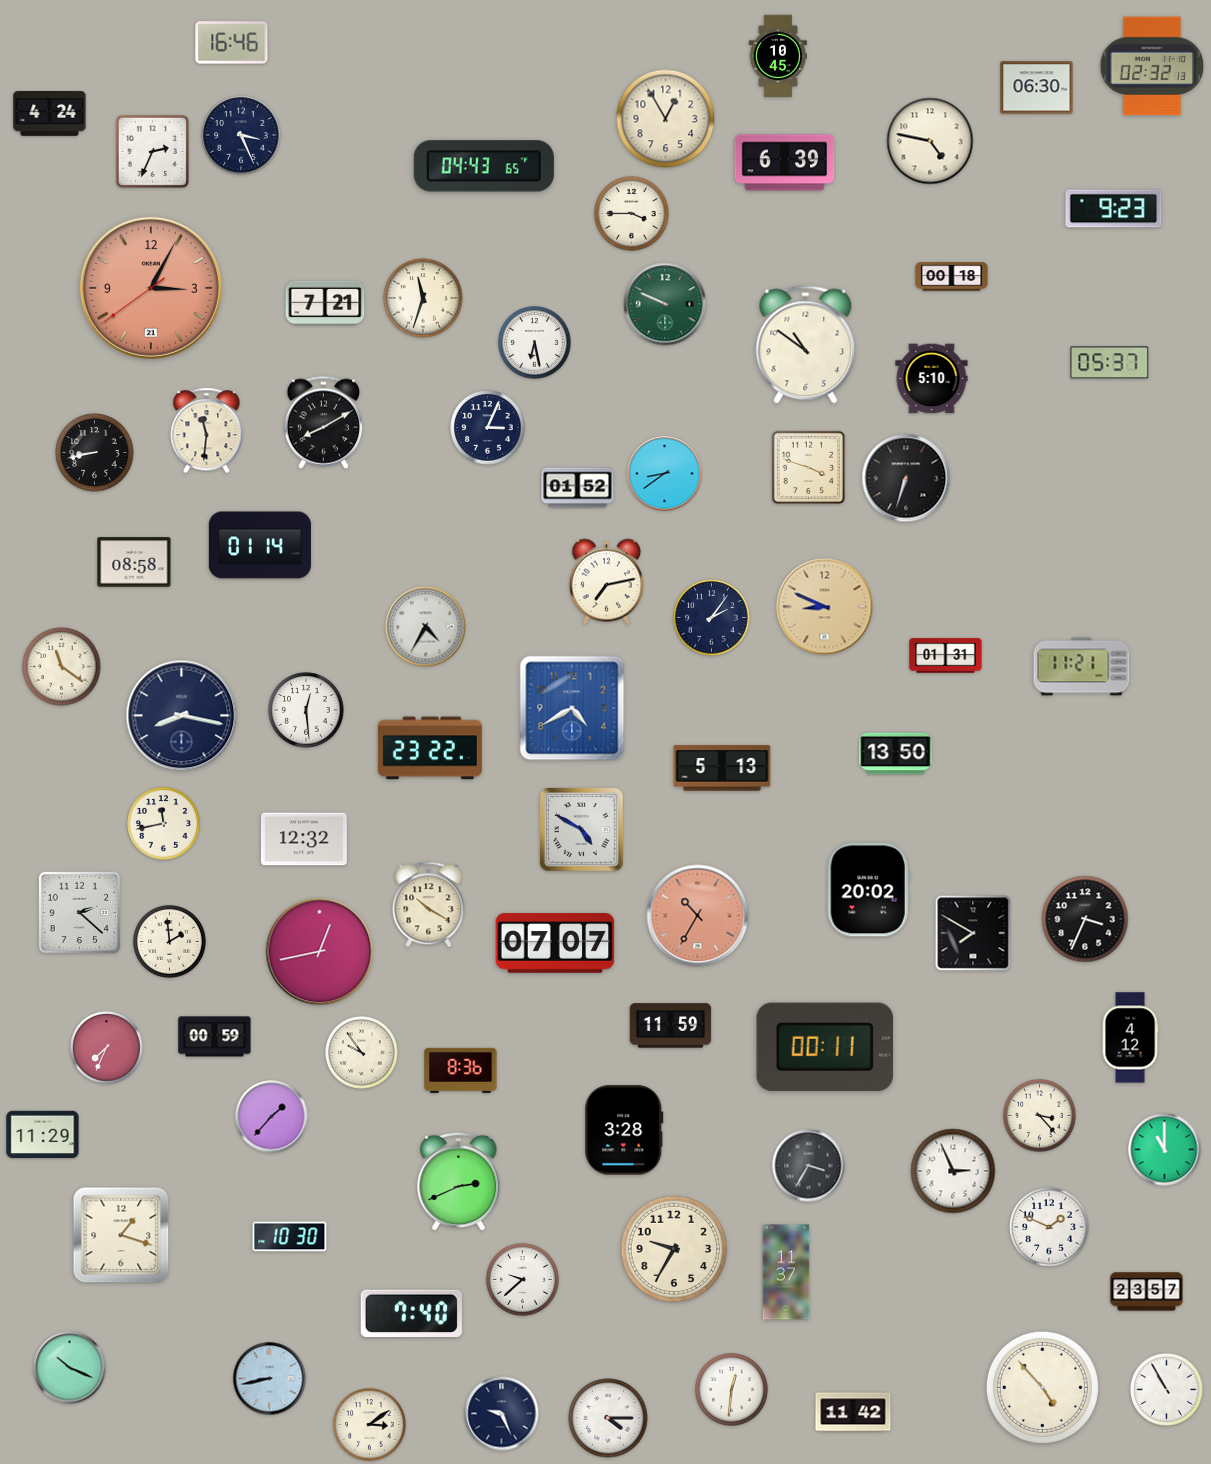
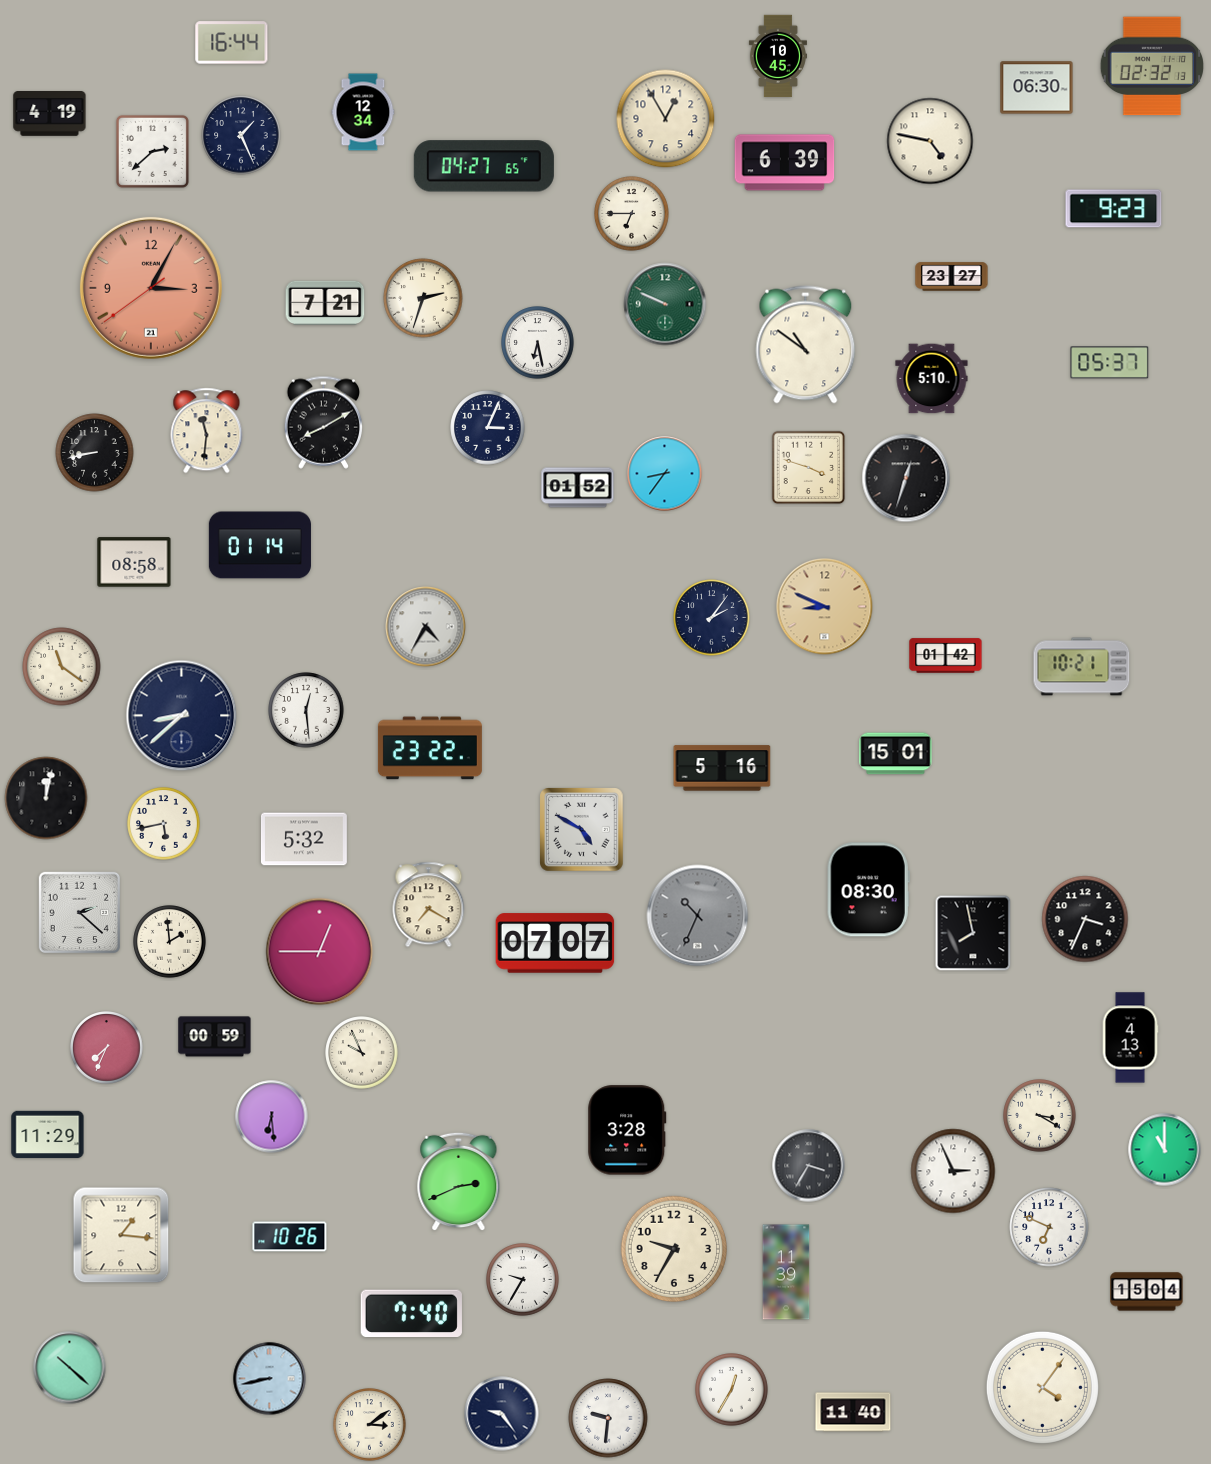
clock at (232, 43): 16:46 -> 16:44
clock at (363, 112): none -> 12:34
clock at (50, 114): 4:24 -> 4:19
clock at (241, 135): 3:26 -> 1:26
clock at (152, 151): 2:34 -> 2:38
clock at (484, 166): 04:43 -> 04:27
clock at (632, 214): 3:45 -> 6:45
clock at (952, 277): 00:18 -> 23:27
clock at (423, 298): 11:33 -> 2:33
clock at (535, 343) position: (535, 343) -> (538, 343)
clock at (665, 474): 8:39 -> 8:36
clock at (906, 478): 6:33 -> 12:33
clock at (606, 582): 7:13 -> none
clock at (946, 656): 01:31 -> 01:42
clock at (1082, 667): 11:21 -> 10:21
clock at (572, 708): 4:40 -> none
clock at (182, 716): 8:17 -> 8:38
clock at (896, 754): 13:50 -> 15:01
clock at (722, 768): 5:13 -> 5:16
clock at (46, 798): none -> 12:02
clock at (164, 824): 11:43 -> 5:43
clock at (304, 839): 12:32 -> 5:32
clock at (868, 890): 20:02 -> 08:30
clock at (429, 905): 10:20 -> 7:20
clock at (698, 916): 10:35 -> 10:34
clock at (698, 916) dial: salmon -> grey
clock at (973, 933): 7:50 -> 7:58
clock at (320, 952): 12:43 -> 12:45
clock at (671, 1026): 11:59 -> none
clock at (1130, 1038): 4:12 -> 4:13
clock at (824, 1047): 00:11 -> none
clock at (362, 1053): 9:54 -> 9:56
clock at (461, 1070): 8:36 -> none
clock at (1040, 1116): 3:23 -> 3:20
clock at (272, 1117): 1:37 -> 6:29
clock at (624, 1130) position: (624, 1130) -> (627, 1130)
clock at (43, 1135) position: (43, 1135) -> (48, 1135)
clock at (1049, 1227): 1:49 -> 6:49
clock at (121, 1235): 1:18 -> 1:16
clock at (290, 1237): 10:30 -> 10:26
clock at (786, 1272): 11:37 -> 11:39
clock at (523, 1280): 9:38 -> 9:35
clock at (1147, 1292): 23:57 -> 15:04
clock at (70, 1368): 10:19 -> 10:22
clock at (1042, 1387): 4:53 -> 4:06
clock at (732, 1390): 12:31 -> 12:35
clock at (1167, 1390): 10:55 -> none
clock at (853, 1412): 11:42 -> 11:40
clock at (502, 1414): 9:26 -> 9:24
clock at (608, 1418): 4:15 -> 9:31
